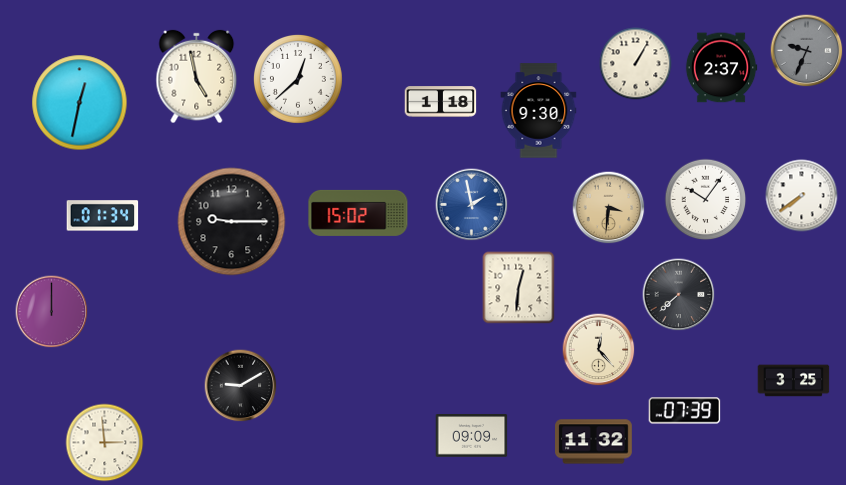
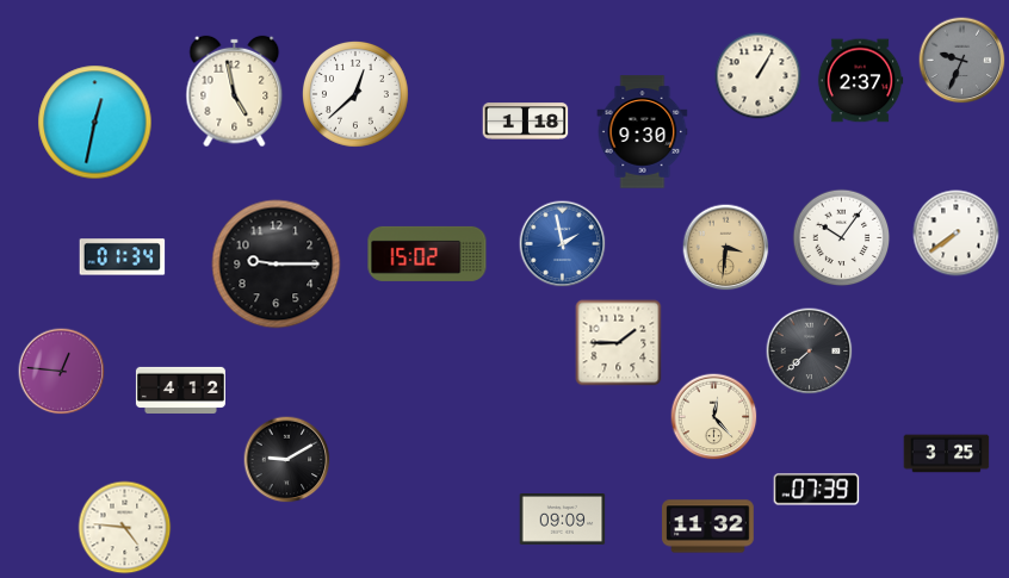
clock at (519, 288): 12:31 -> 1:45
clock at (52, 312): 12:00 -> 12:46
clock at (180, 390): none -> 4:12
clock at (105, 443): 2:59 -> 4:46
